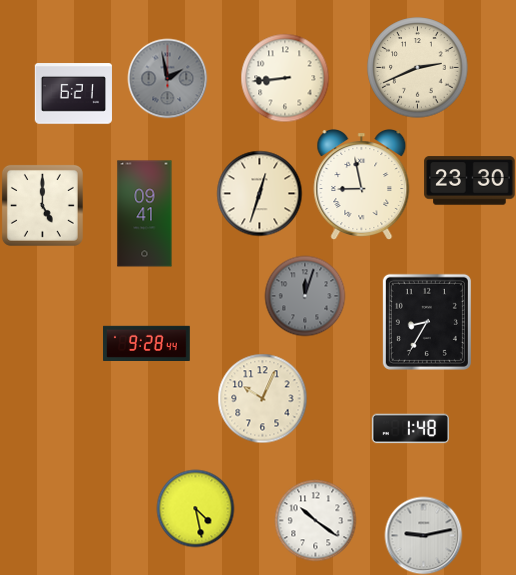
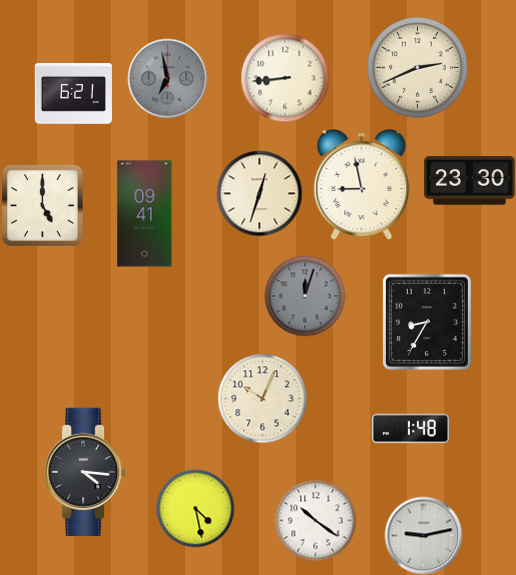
clock at (167, 78): 1:58 -> 6:58
clock at (147, 343): 9:28 -> none
clock at (85, 471): none -> 4:16
